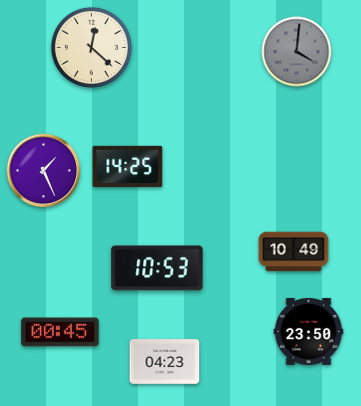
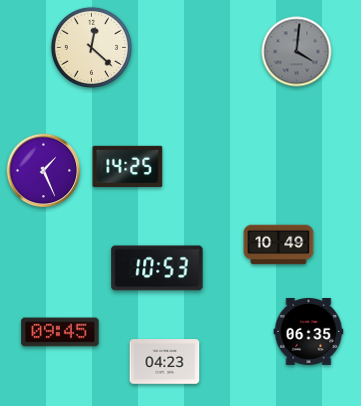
clock at (294, 252) position: (294, 252) -> (279, 245)
clock at (309, 331): 23:50 -> 06:35
clock at (60, 332): 00:45 -> 09:45
